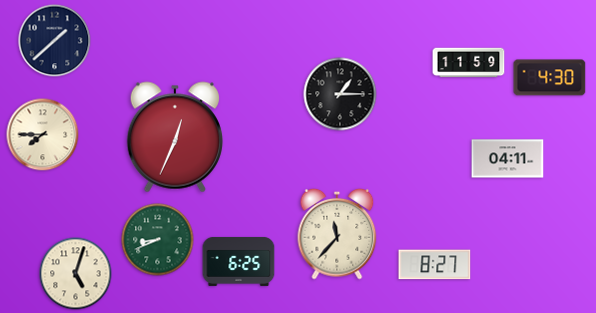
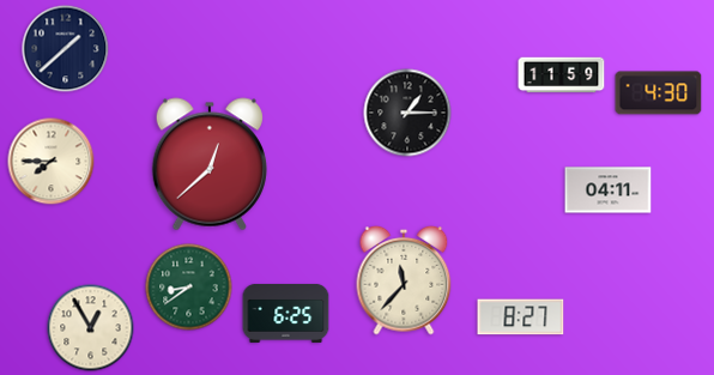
clock at (175, 137): 12:34 -> 12:38
clock at (158, 240): 8:41 -> 8:39
clock at (76, 274): 5:03 -> 12:55
